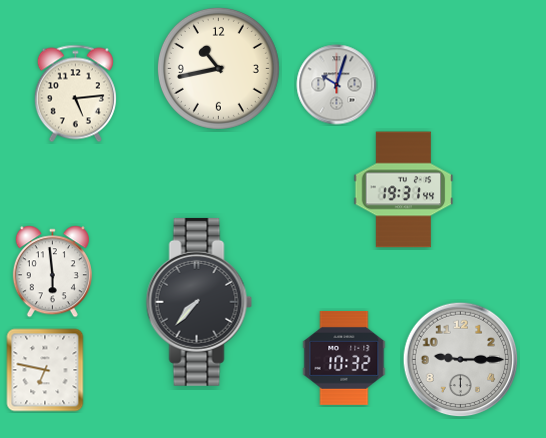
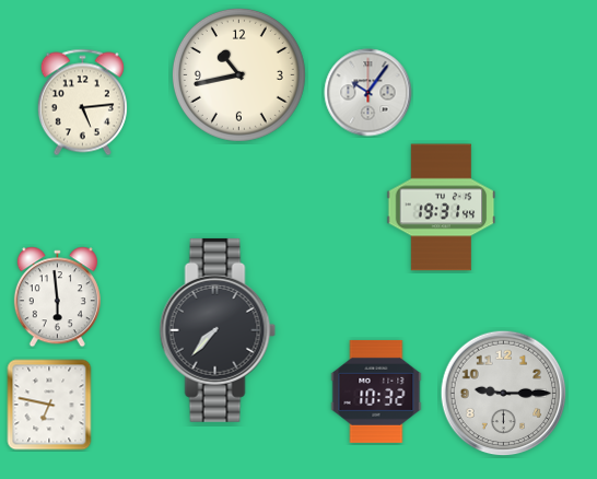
clock at (337, 85): 10:03 -> 10:06
